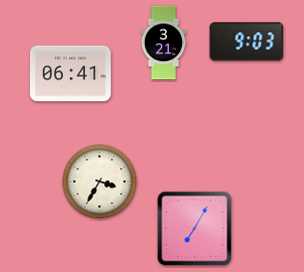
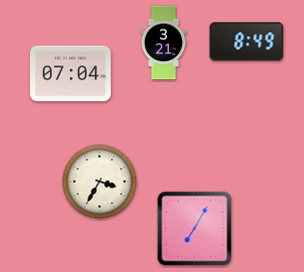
clock at (247, 42): 9:03 -> 8:49
clock at (70, 74): 06:41 -> 07:04
